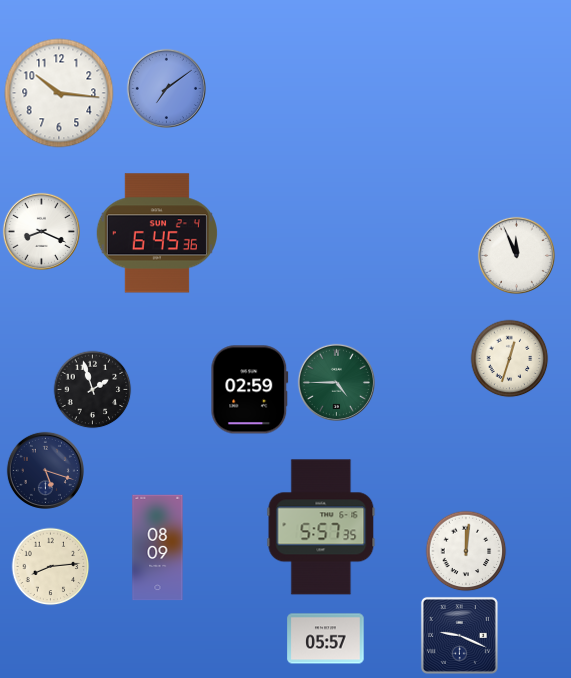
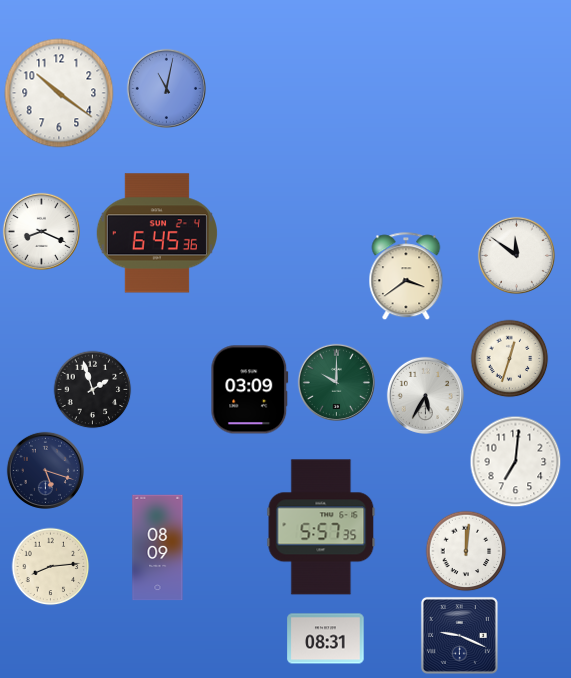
clock at (166, 88): 7:09 -> 11:02
clock at (59, 93): 10:16 -> 10:21
clock at (516, 255): 11:56 -> 11:51
clock at (406, 276): none -> 3:39
clock at (336, 382): 4:45 -> 10:00
clock at (250, 390): 02:59 -> 03:09
clock at (425, 395): none -> 5:35
clock at (515, 461): none -> 7:01
clock at (326, 639): 05:57 -> 08:31
